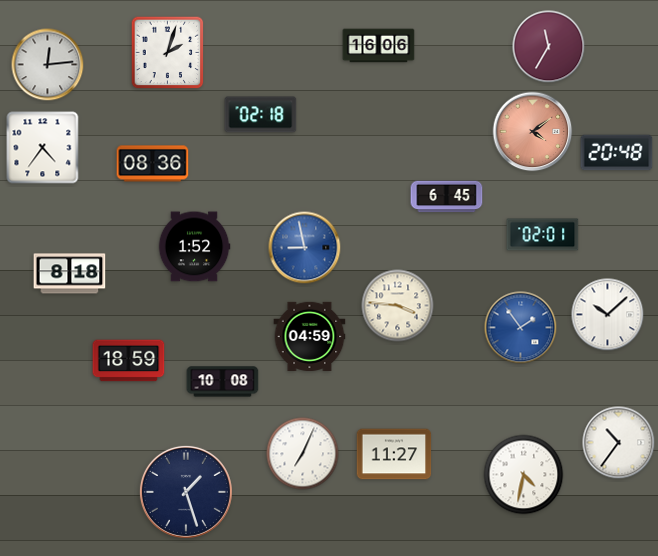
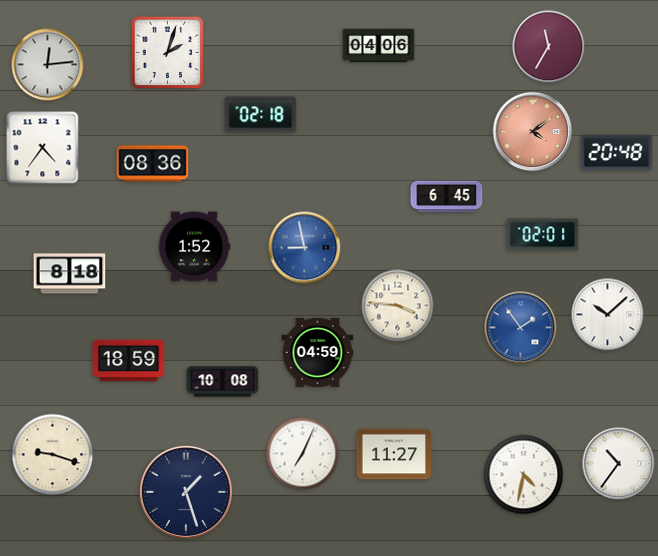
clock at (379, 46): 16:06 -> 04:06
clock at (310, 336) position: (310, 336) -> (318, 352)
clock at (619, 443) position: (619, 443) -> (619, 464)
clock at (53, 455): none -> 9:18
